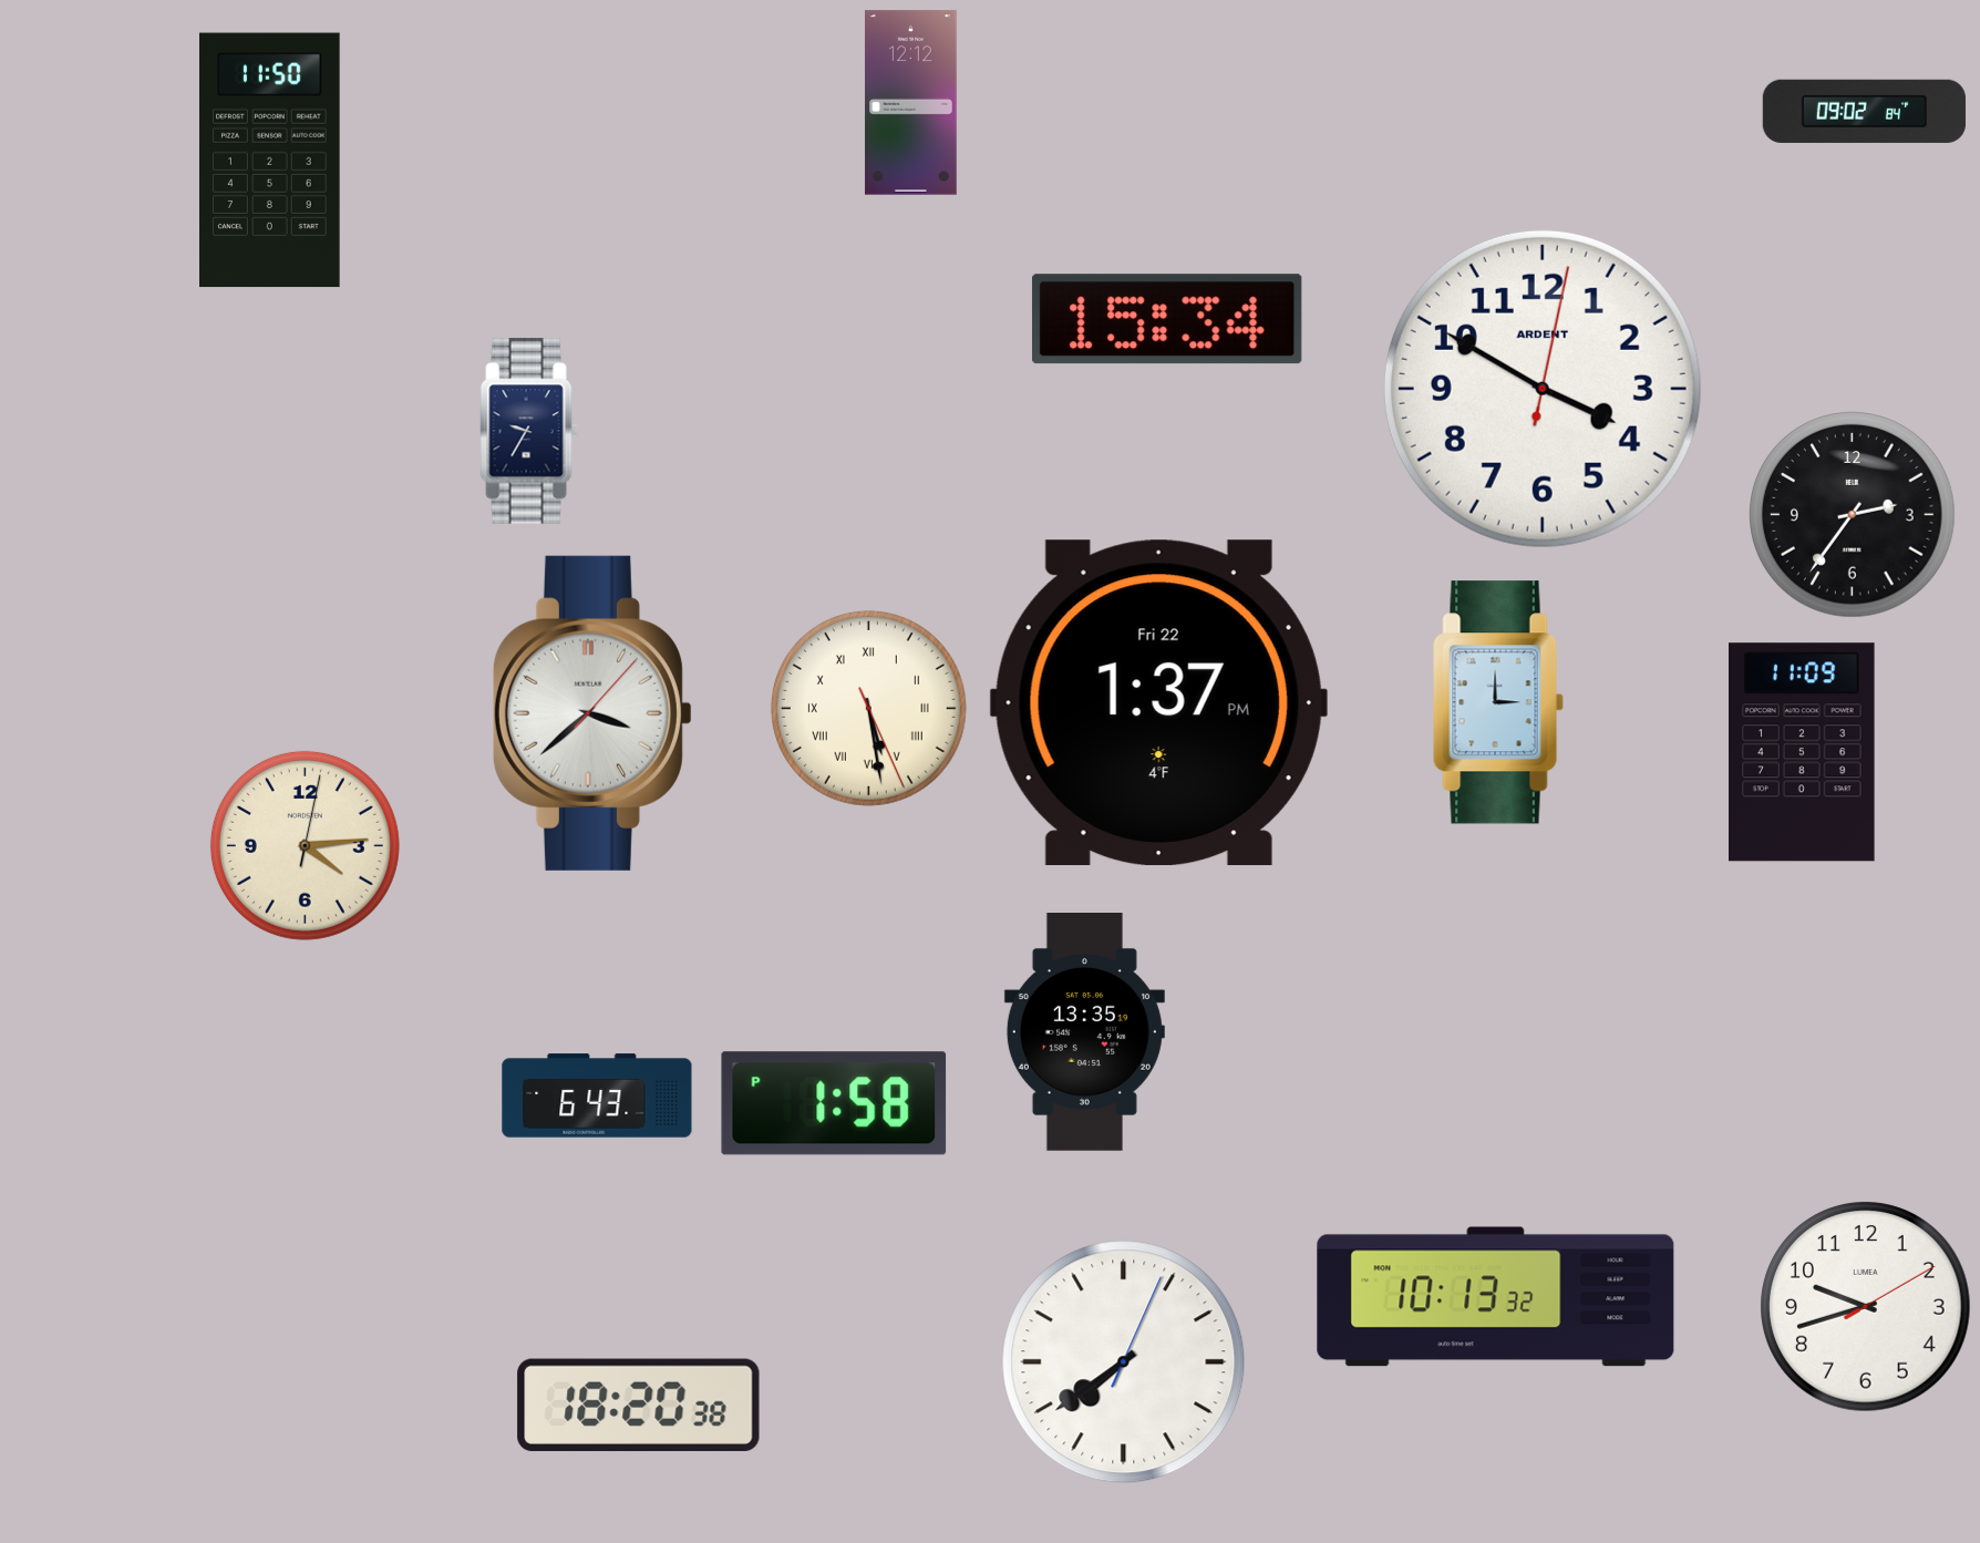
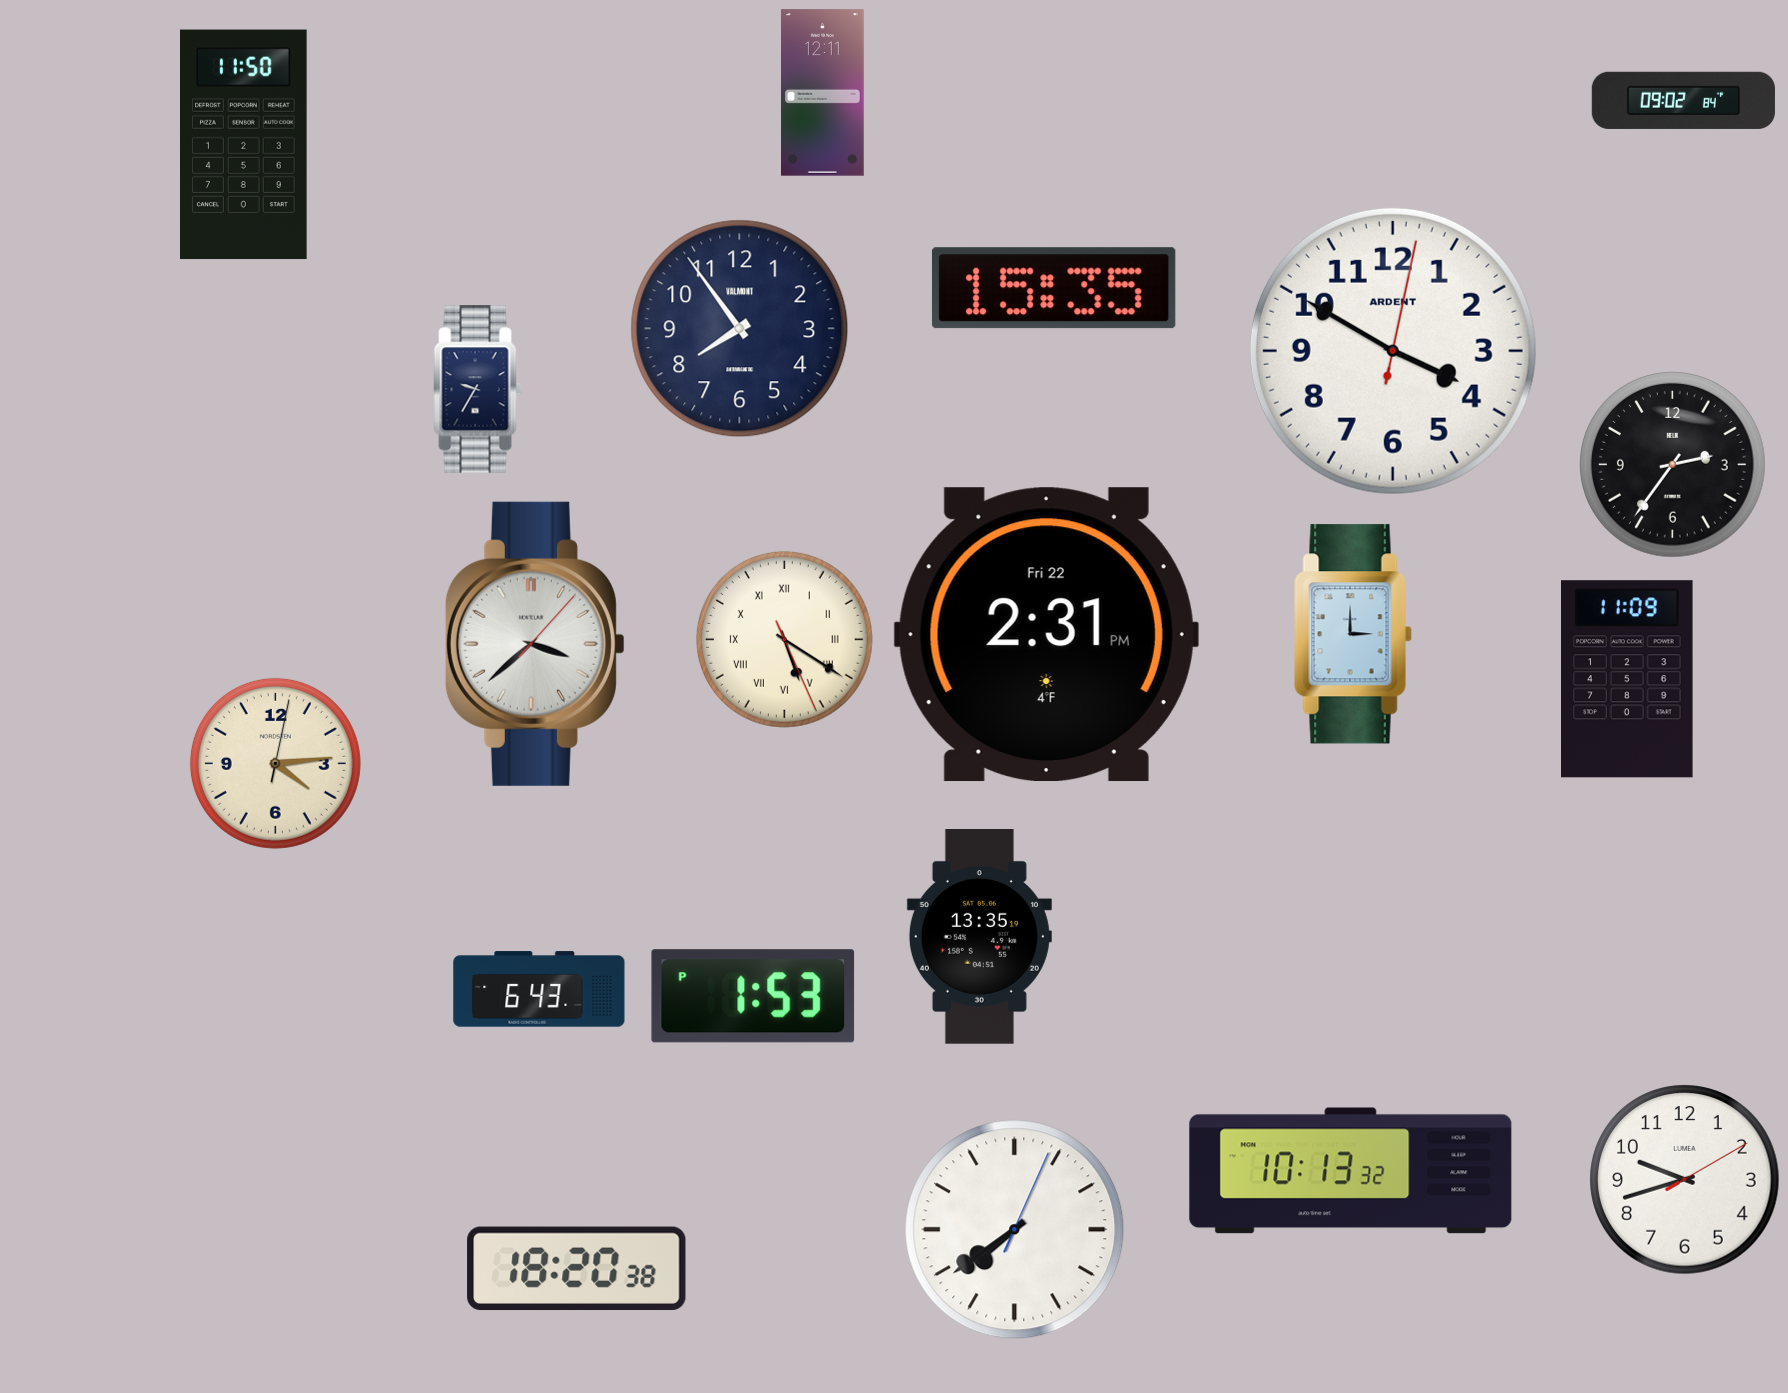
clock at (911, 103): 12:12 -> 12:11
clock at (1167, 319): 15:34 -> 15:35
clock at (740, 329): none -> 7:54
clock at (1158, 703): 1:37 -> 2:31
clock at (868, 708): 5:28 -> 5:20
clock at (1084, 1032) position: (1084, 1032) -> (979, 937)
clock at (834, 1103): 1:58 -> 1:53
